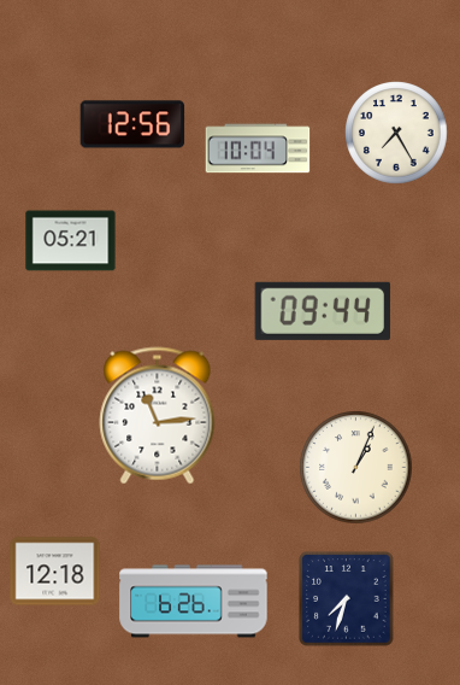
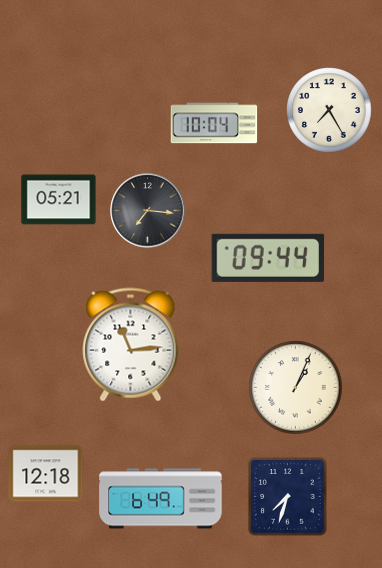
clock at (132, 124): 12:56 -> none
clock at (148, 211): none -> 7:16
clock at (194, 602): 6:26 -> 6:49
